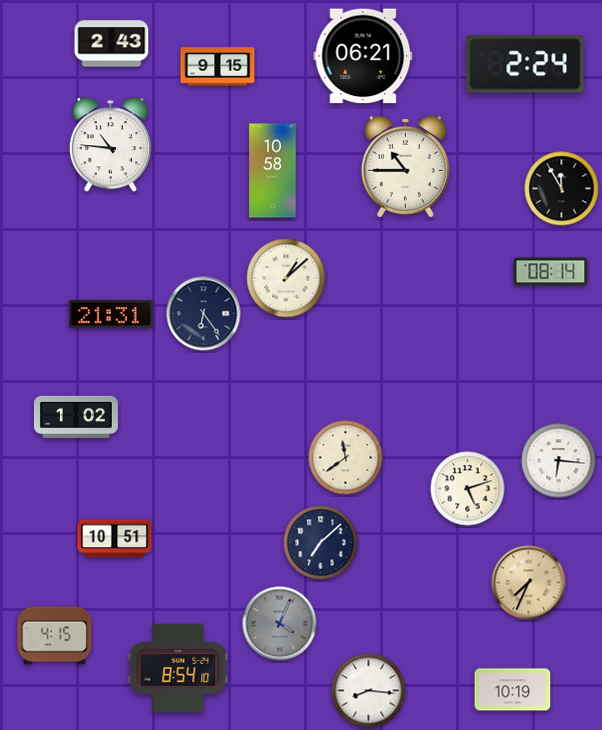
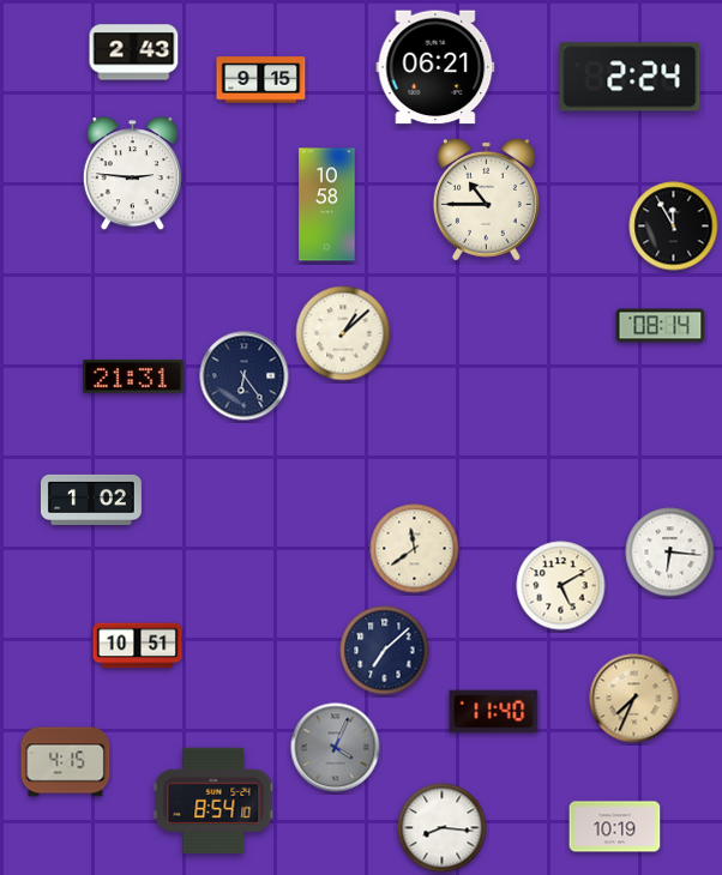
clock at (110, 145): 10:46 -> 2:46
clock at (468, 489): 5:12 -> 5:10
clock at (494, 712): none -> 11:40
